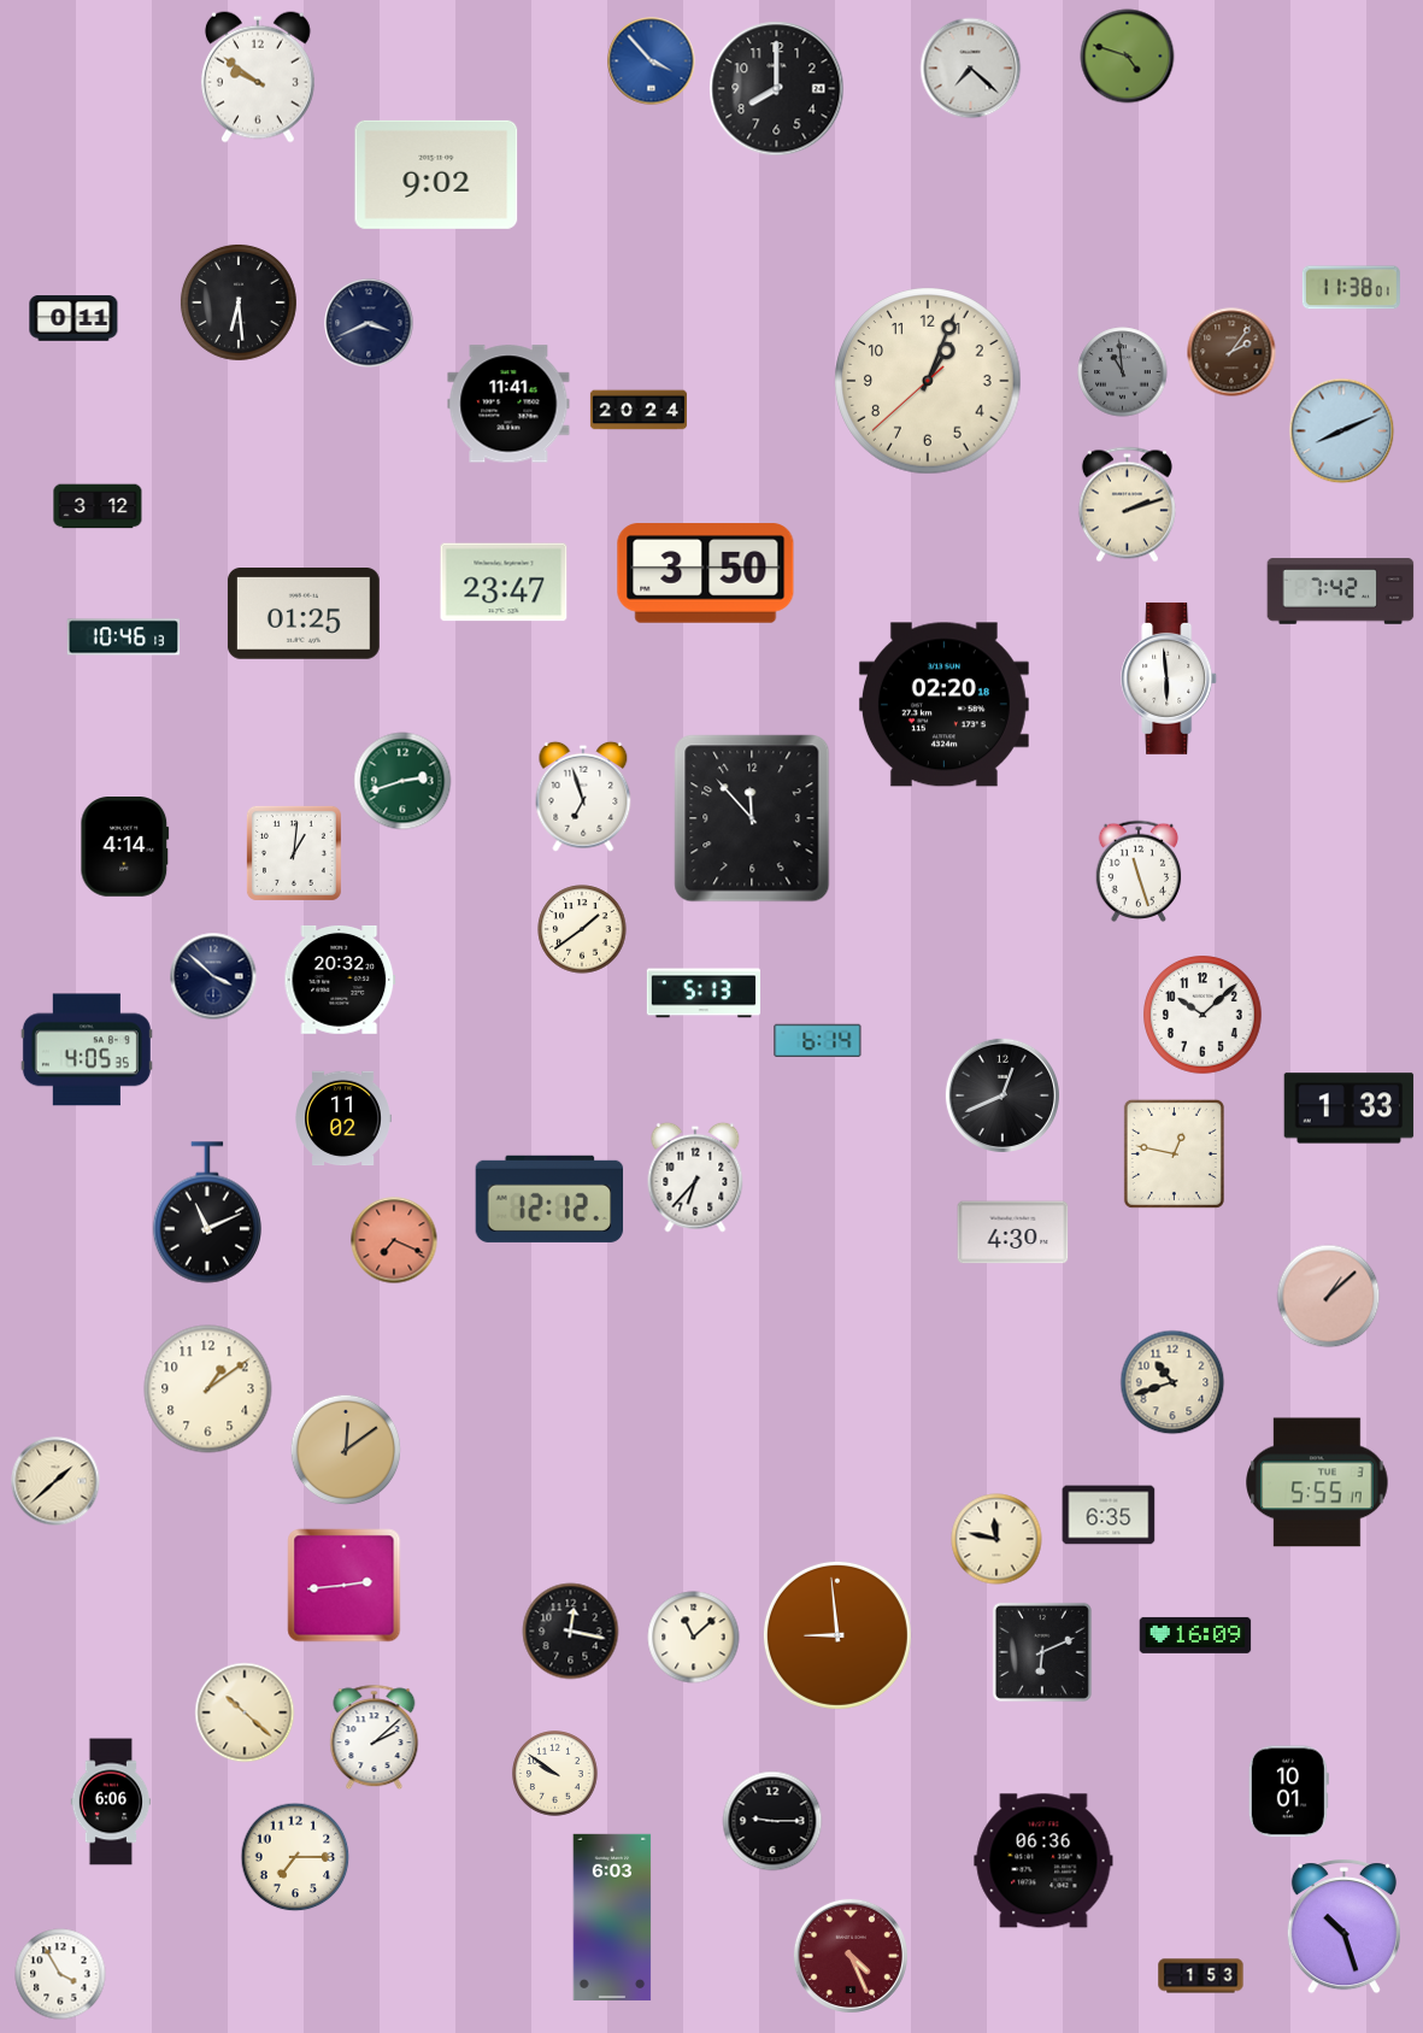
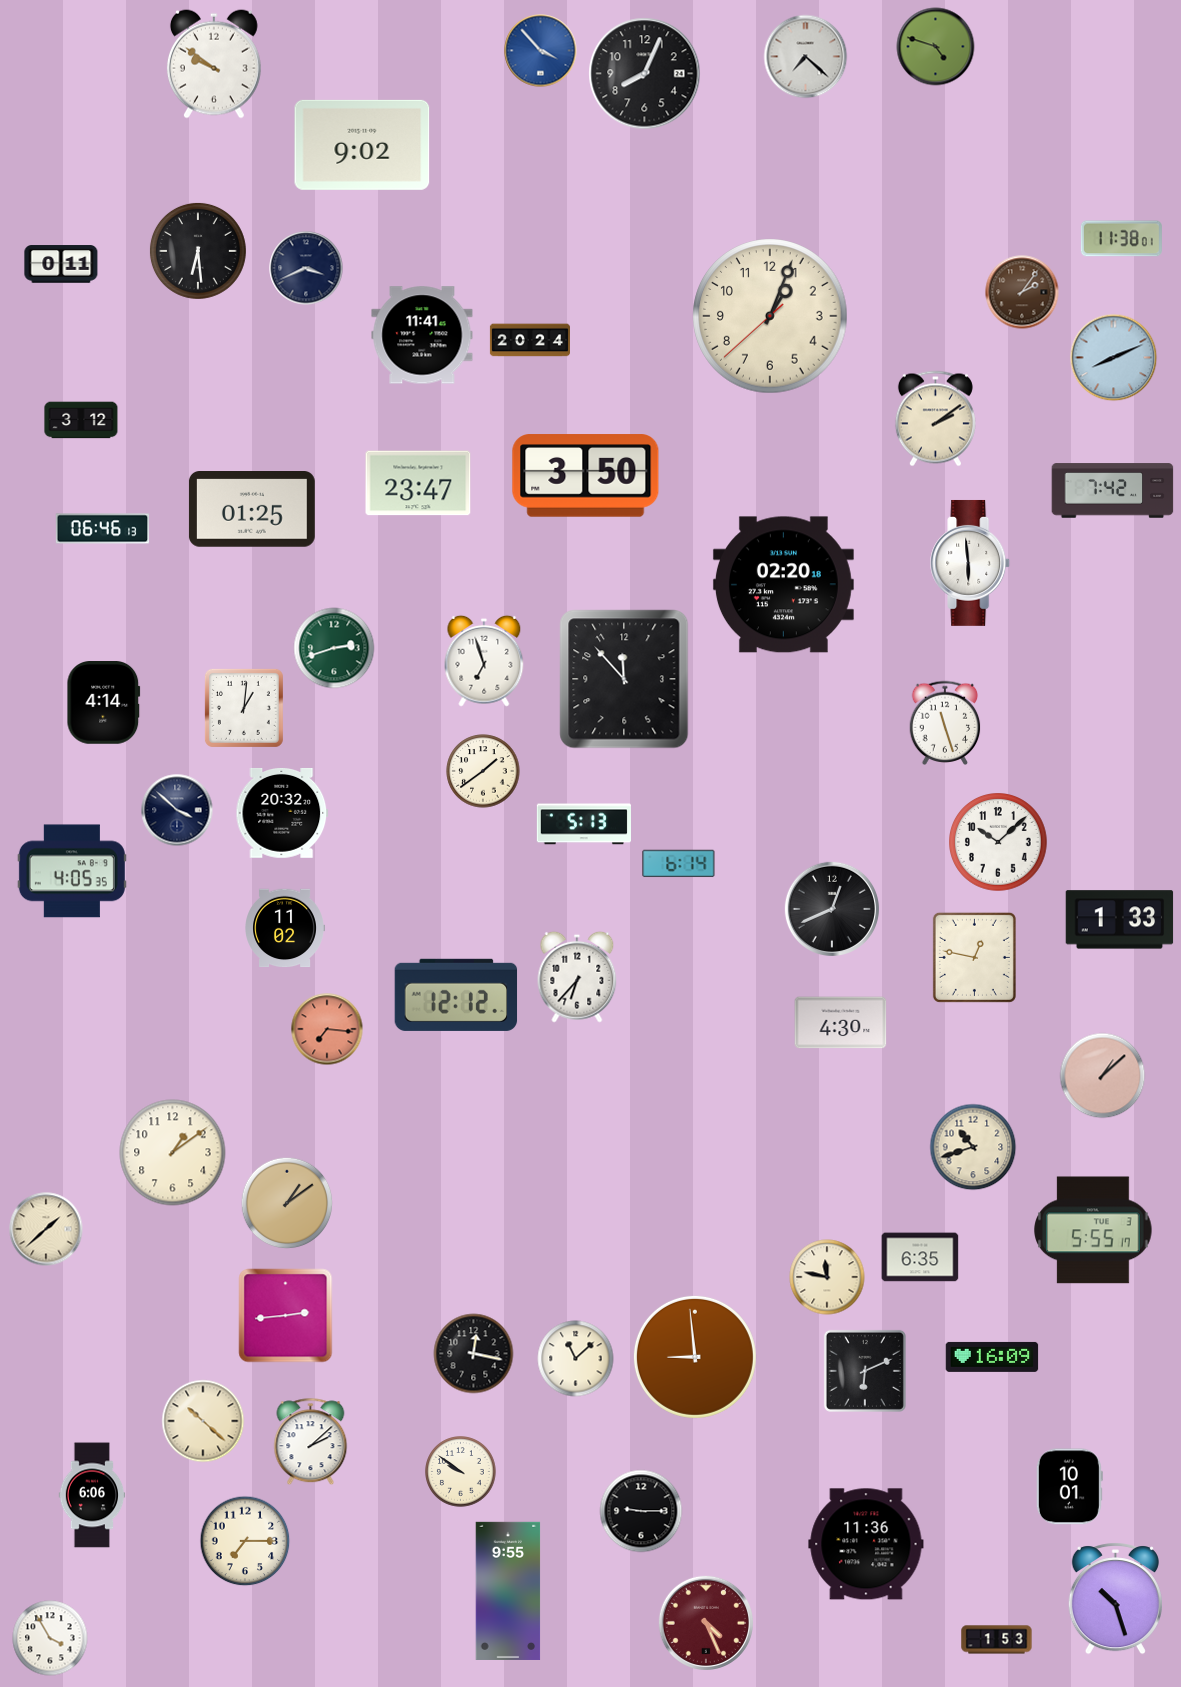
clock at (777, 89): 8:00 -> 8:04
clock at (1123, 372): 10:59 -> none
clock at (1127, 505): 2:12 -> 2:09
clock at (124, 637): 10:46 -> 06:46
clock at (206, 1212): 11:11 -> none
clock at (394, 1240): 7:19 -> 7:16
clock at (346, 1450): 12:09 -> 1:09
clock at (1043, 1861): 06:36 -> 11:36
clock at (612, 1917): 6:03 -> 9:55
